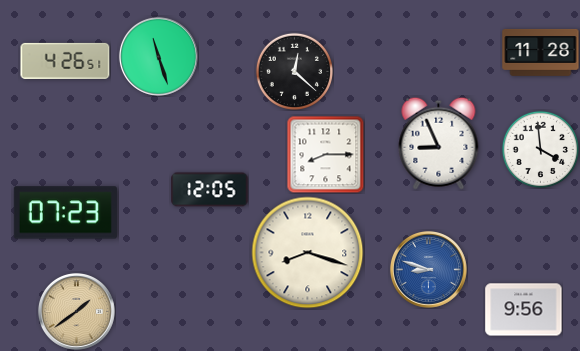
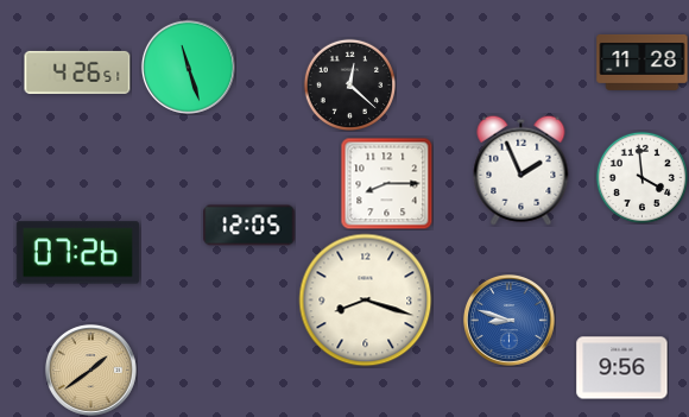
clock at (439, 143): 8:56 -> 1:56
clock at (65, 213): 07:23 -> 07:26
